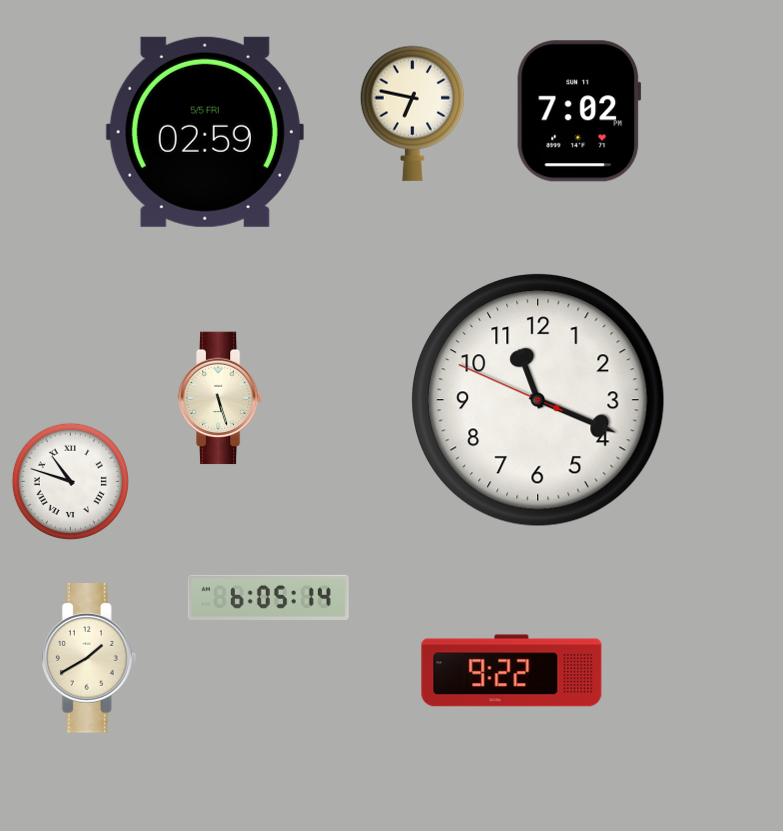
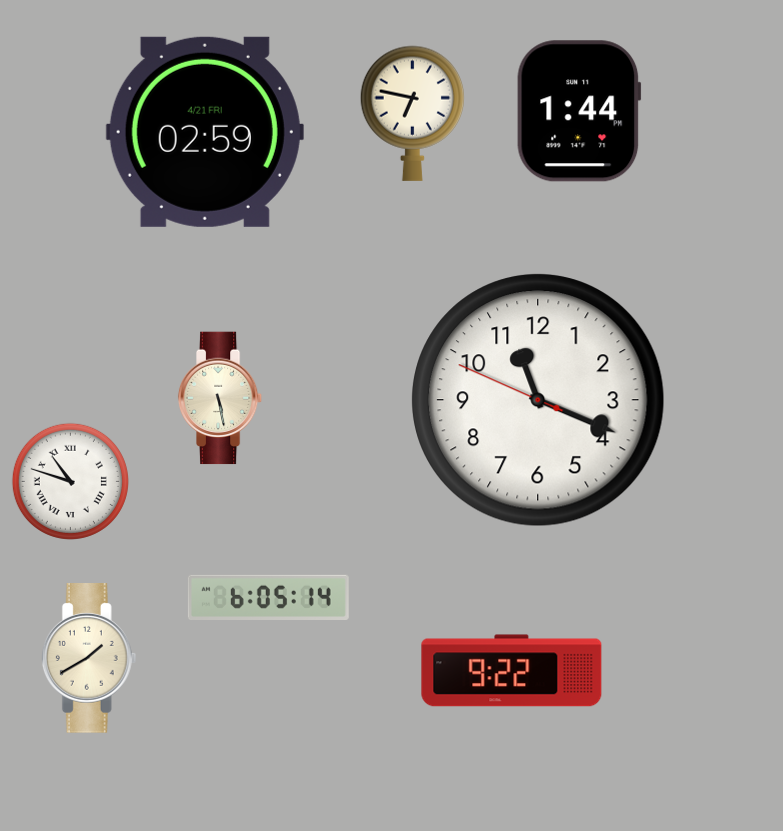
clock at (579, 111): 7:02 -> 1:44
clock at (205, 132) date: 5/5 FRI -> 4/21 FRI
clock at (220, 398): 5:27 -> 5:28
